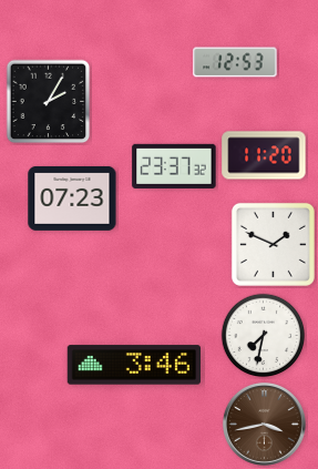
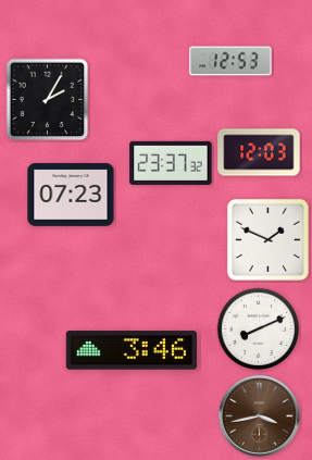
clock at (264, 155): 11:20 -> 12:03
clock at (264, 336): 7:32 -> 8:11
clock at (133, 365) position: (133, 365) -> (130, 350)
